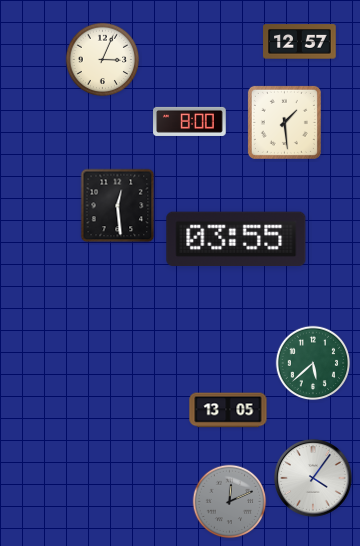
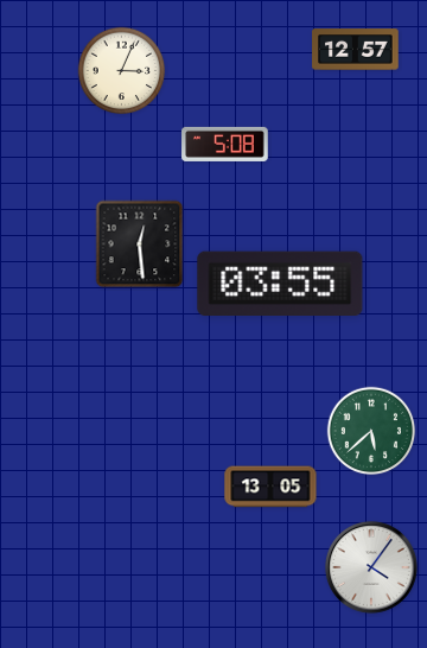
clock at (190, 121): 8:00 -> 5:08
clock at (284, 122): 1:29 -> none
clock at (230, 502): 12:11 -> none
